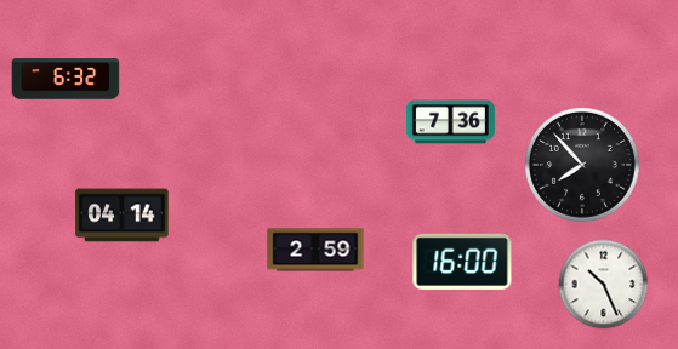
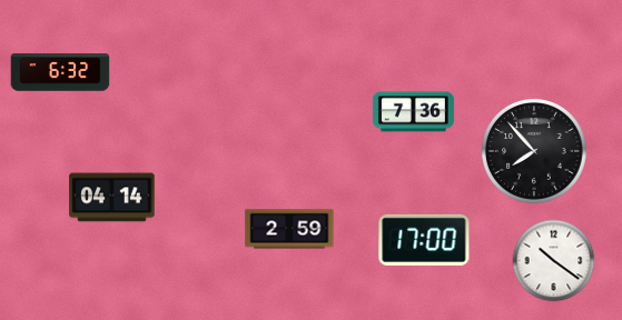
clock at (462, 262): 16:00 -> 17:00
clock at (604, 285): 10:26 -> 10:21
